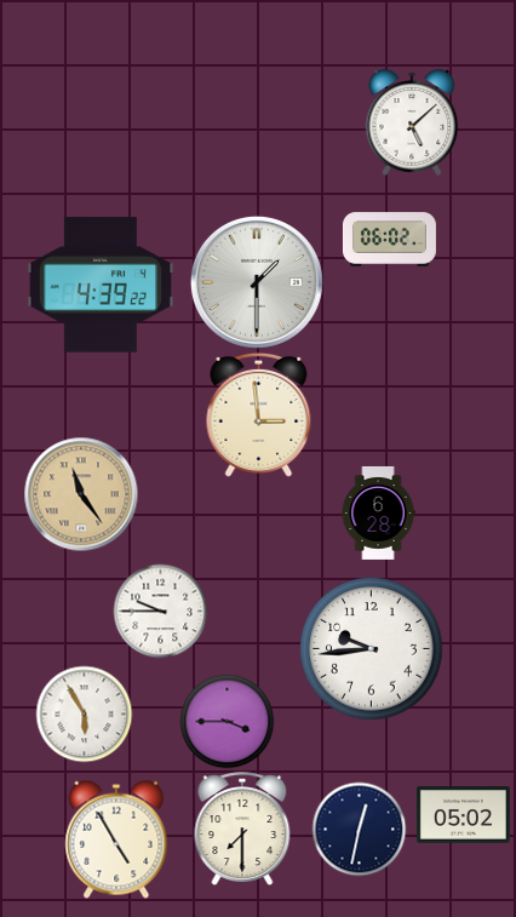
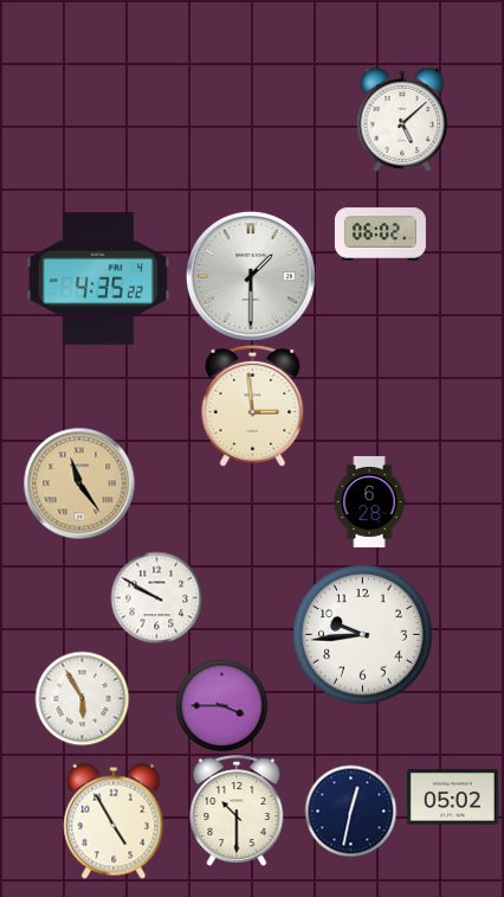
clock at (99, 285): 4:39 -> 4:35
clock at (160, 611): 9:45 -> 9:50
clock at (242, 829): 7:30 -> 10:30
